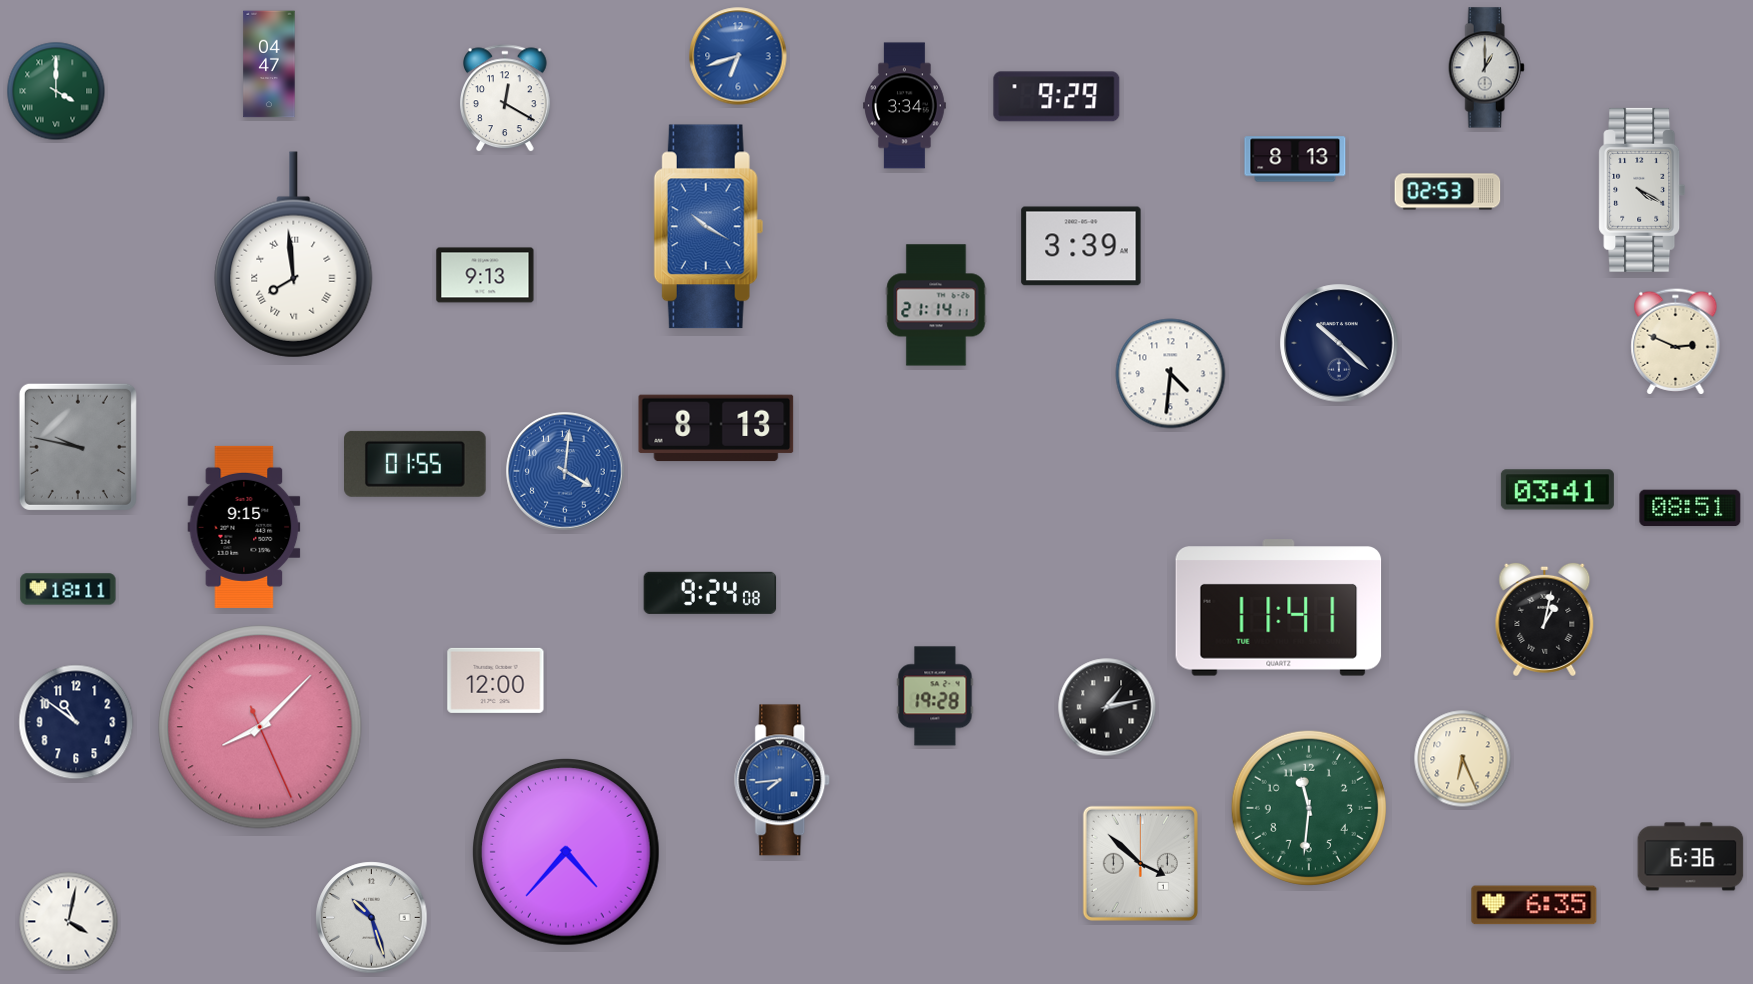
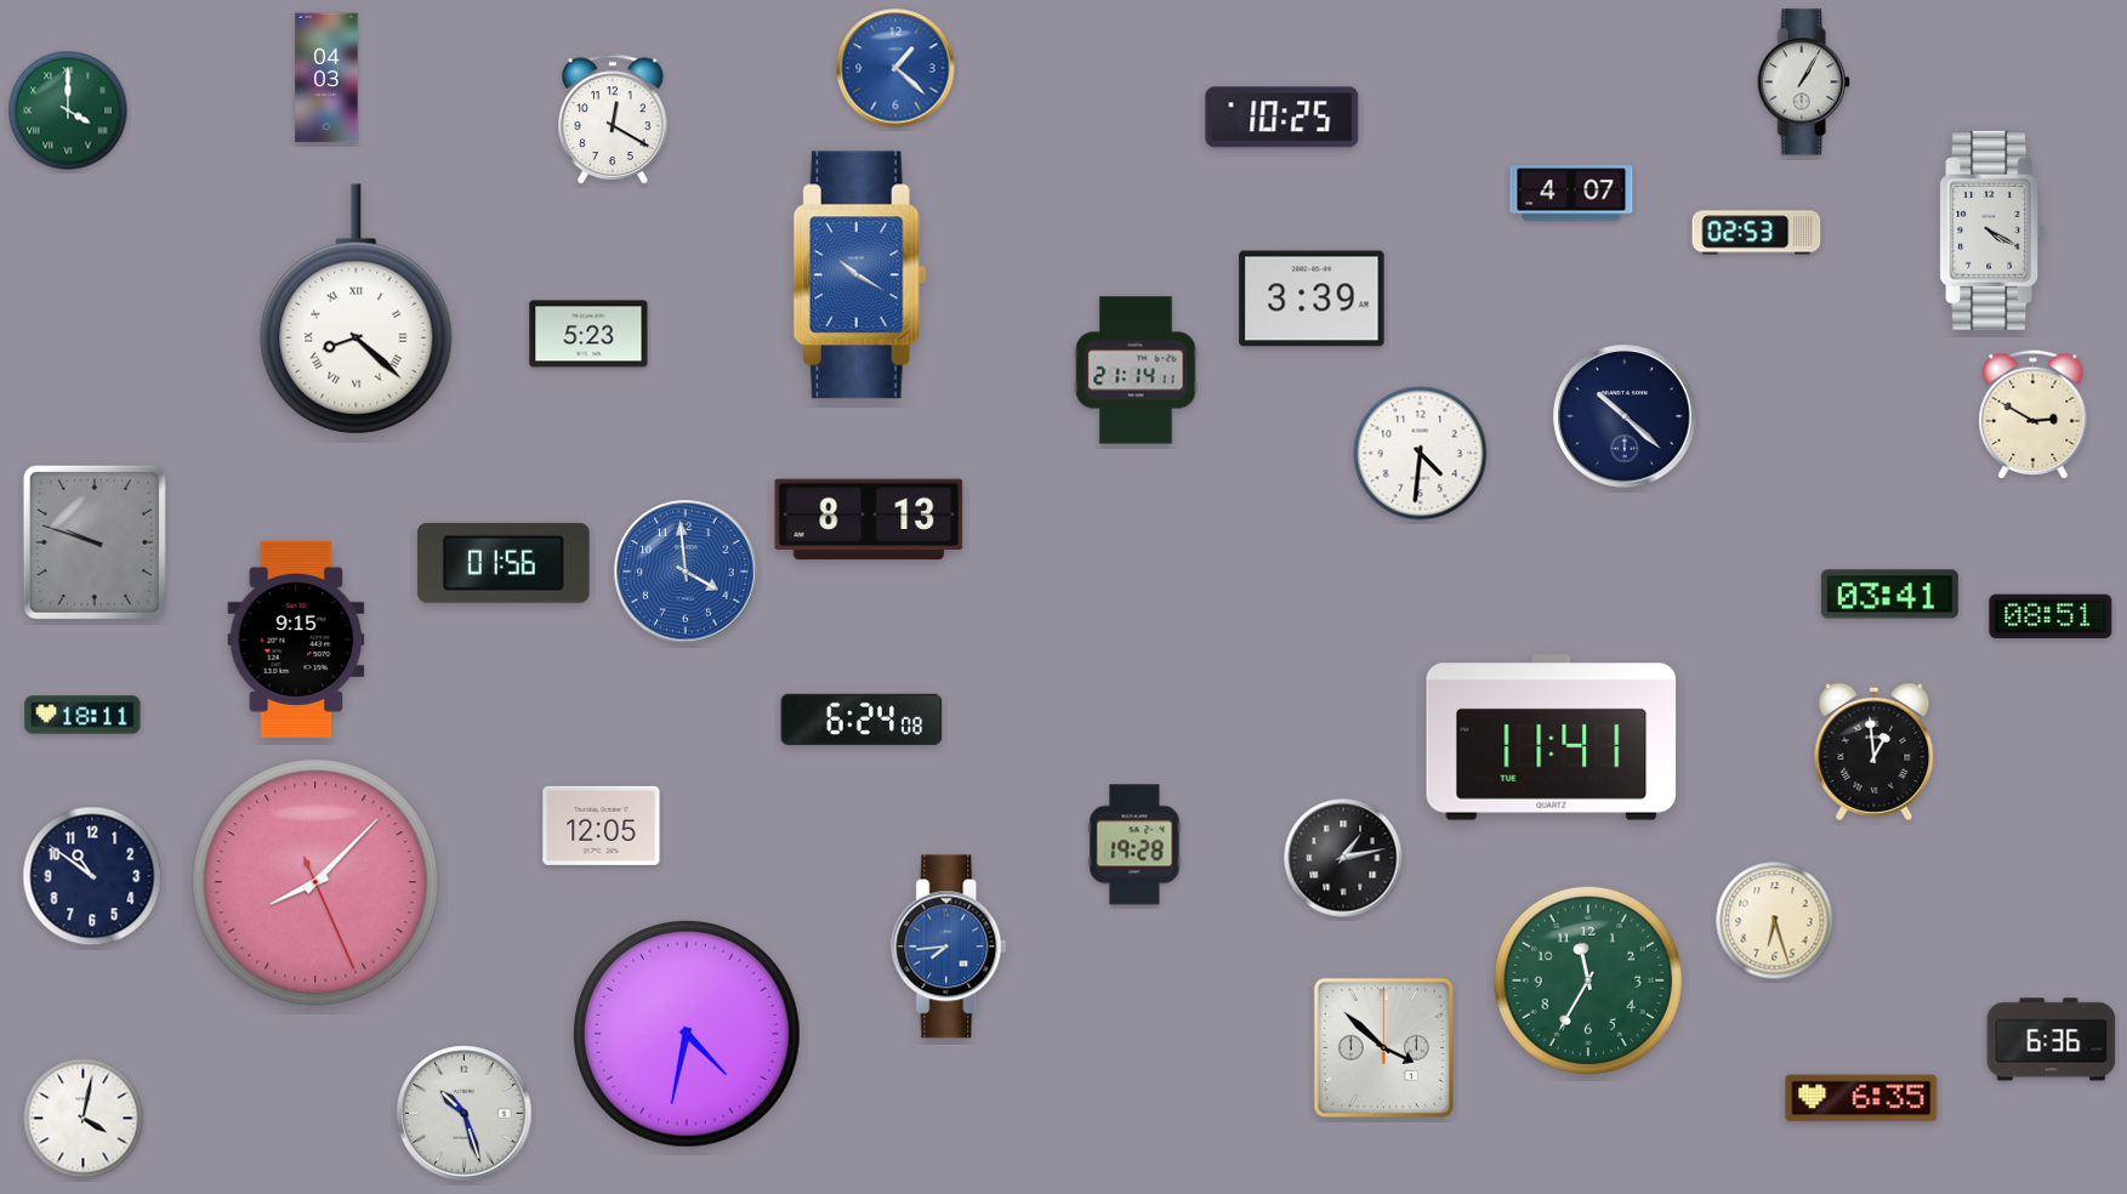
clock at (738, 56): 6:42 -> 1:22
clock at (269, 64): 04:47 -> 04:03
clock at (1486, 68): 1:00 -> 1:05
clock at (1057, 97): 9:29 -> 10:25
clock at (905, 106): 3:34 -> none
clock at (1295, 159): 8:13 -> 4:07
clock at (294, 255): 7:59 -> 8:22
clock at (485, 275): 9:13 -> 5:23
clock at (1676, 342): 2:49 -> 2:50
clock at (78, 447): 9:47 -> 9:48
clock at (416, 464): 01:55 -> 01:56
clock at (565, 471): 4:01 -> 3:59
clock at (710, 593): 9:24 -> 6:24
clock at (1545, 619): 1:02 -> 12:59
clock at (496, 680): 12:00 -> 12:05
clock at (1463, 759): 6:26 -> 6:27
clock at (1309, 808): 11:31 -> 11:35
clock at (566, 852): 4:37 -> 4:32
clock at (372, 918) position: (372, 918) -> (465, 1114)
